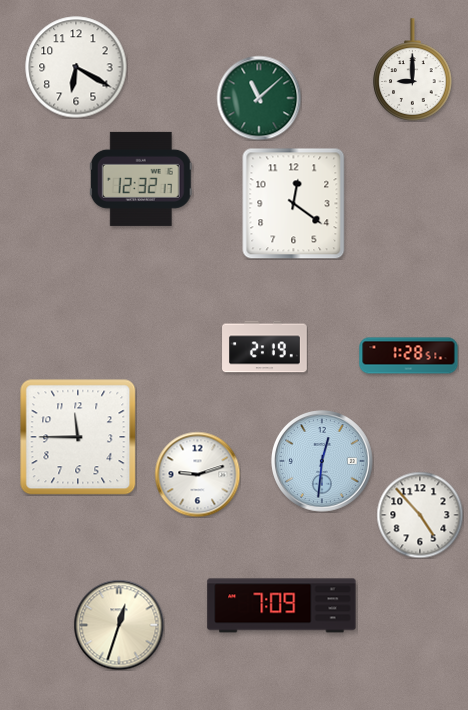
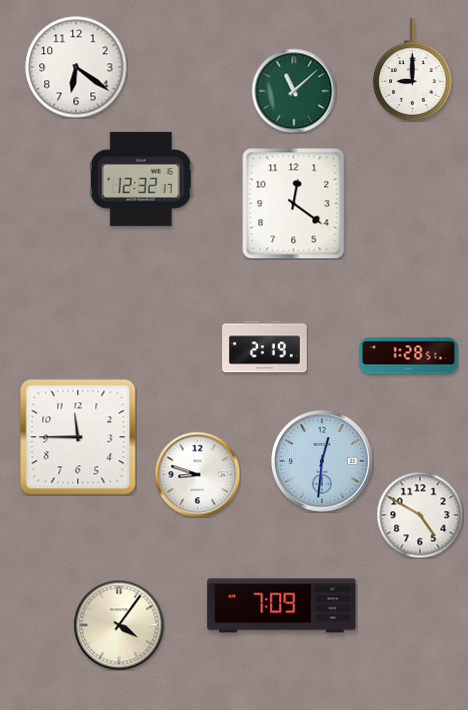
clock at (76, 67): 6:20 -> 6:21
clock at (259, 98) position: (259, 98) -> (294, 91)
clock at (197, 474): 9:12 -> 8:48
clock at (420, 515): 4:53 -> 4:50
clock at (119, 625): 12:33 -> 4:06
